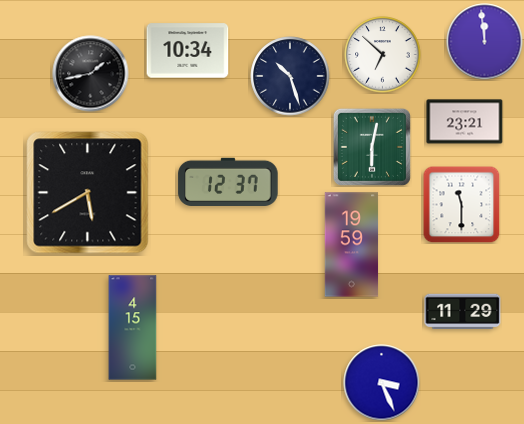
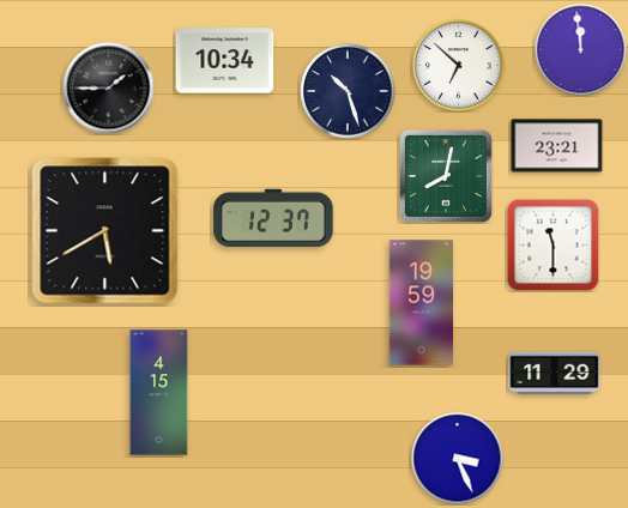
clock at (91, 74): 1:43 -> 1:45
clock at (372, 147): 6:02 -> 8:02
clock at (352, 245) position: (352, 245) -> (422, 303)
